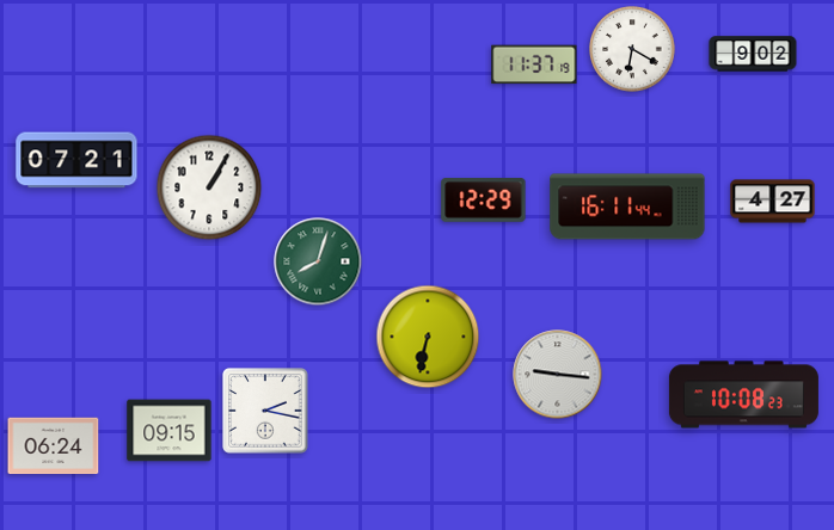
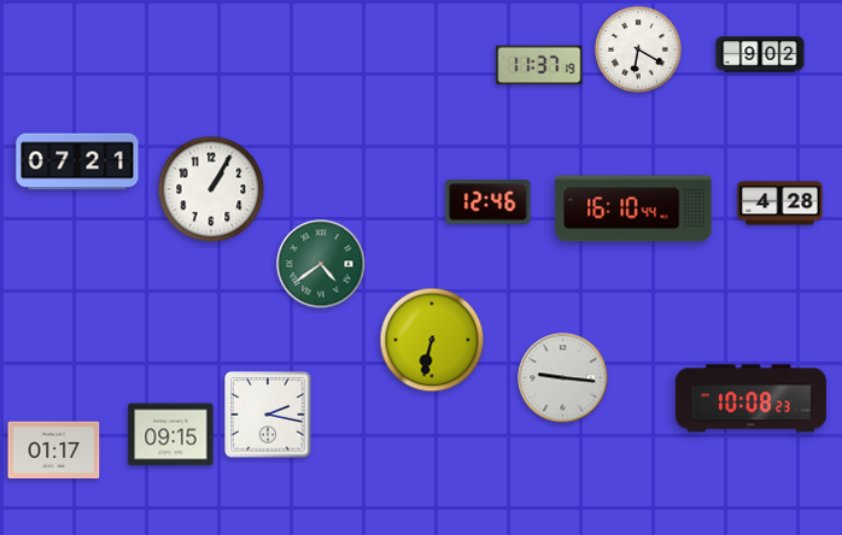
clock at (484, 201): 12:29 -> 12:46
clock at (773, 202): 4:27 -> 4:28
clock at (627, 207): 16:11 -> 16:10
clock at (318, 261): 8:03 -> 4:39
clock at (54, 446): 06:24 -> 01:17
